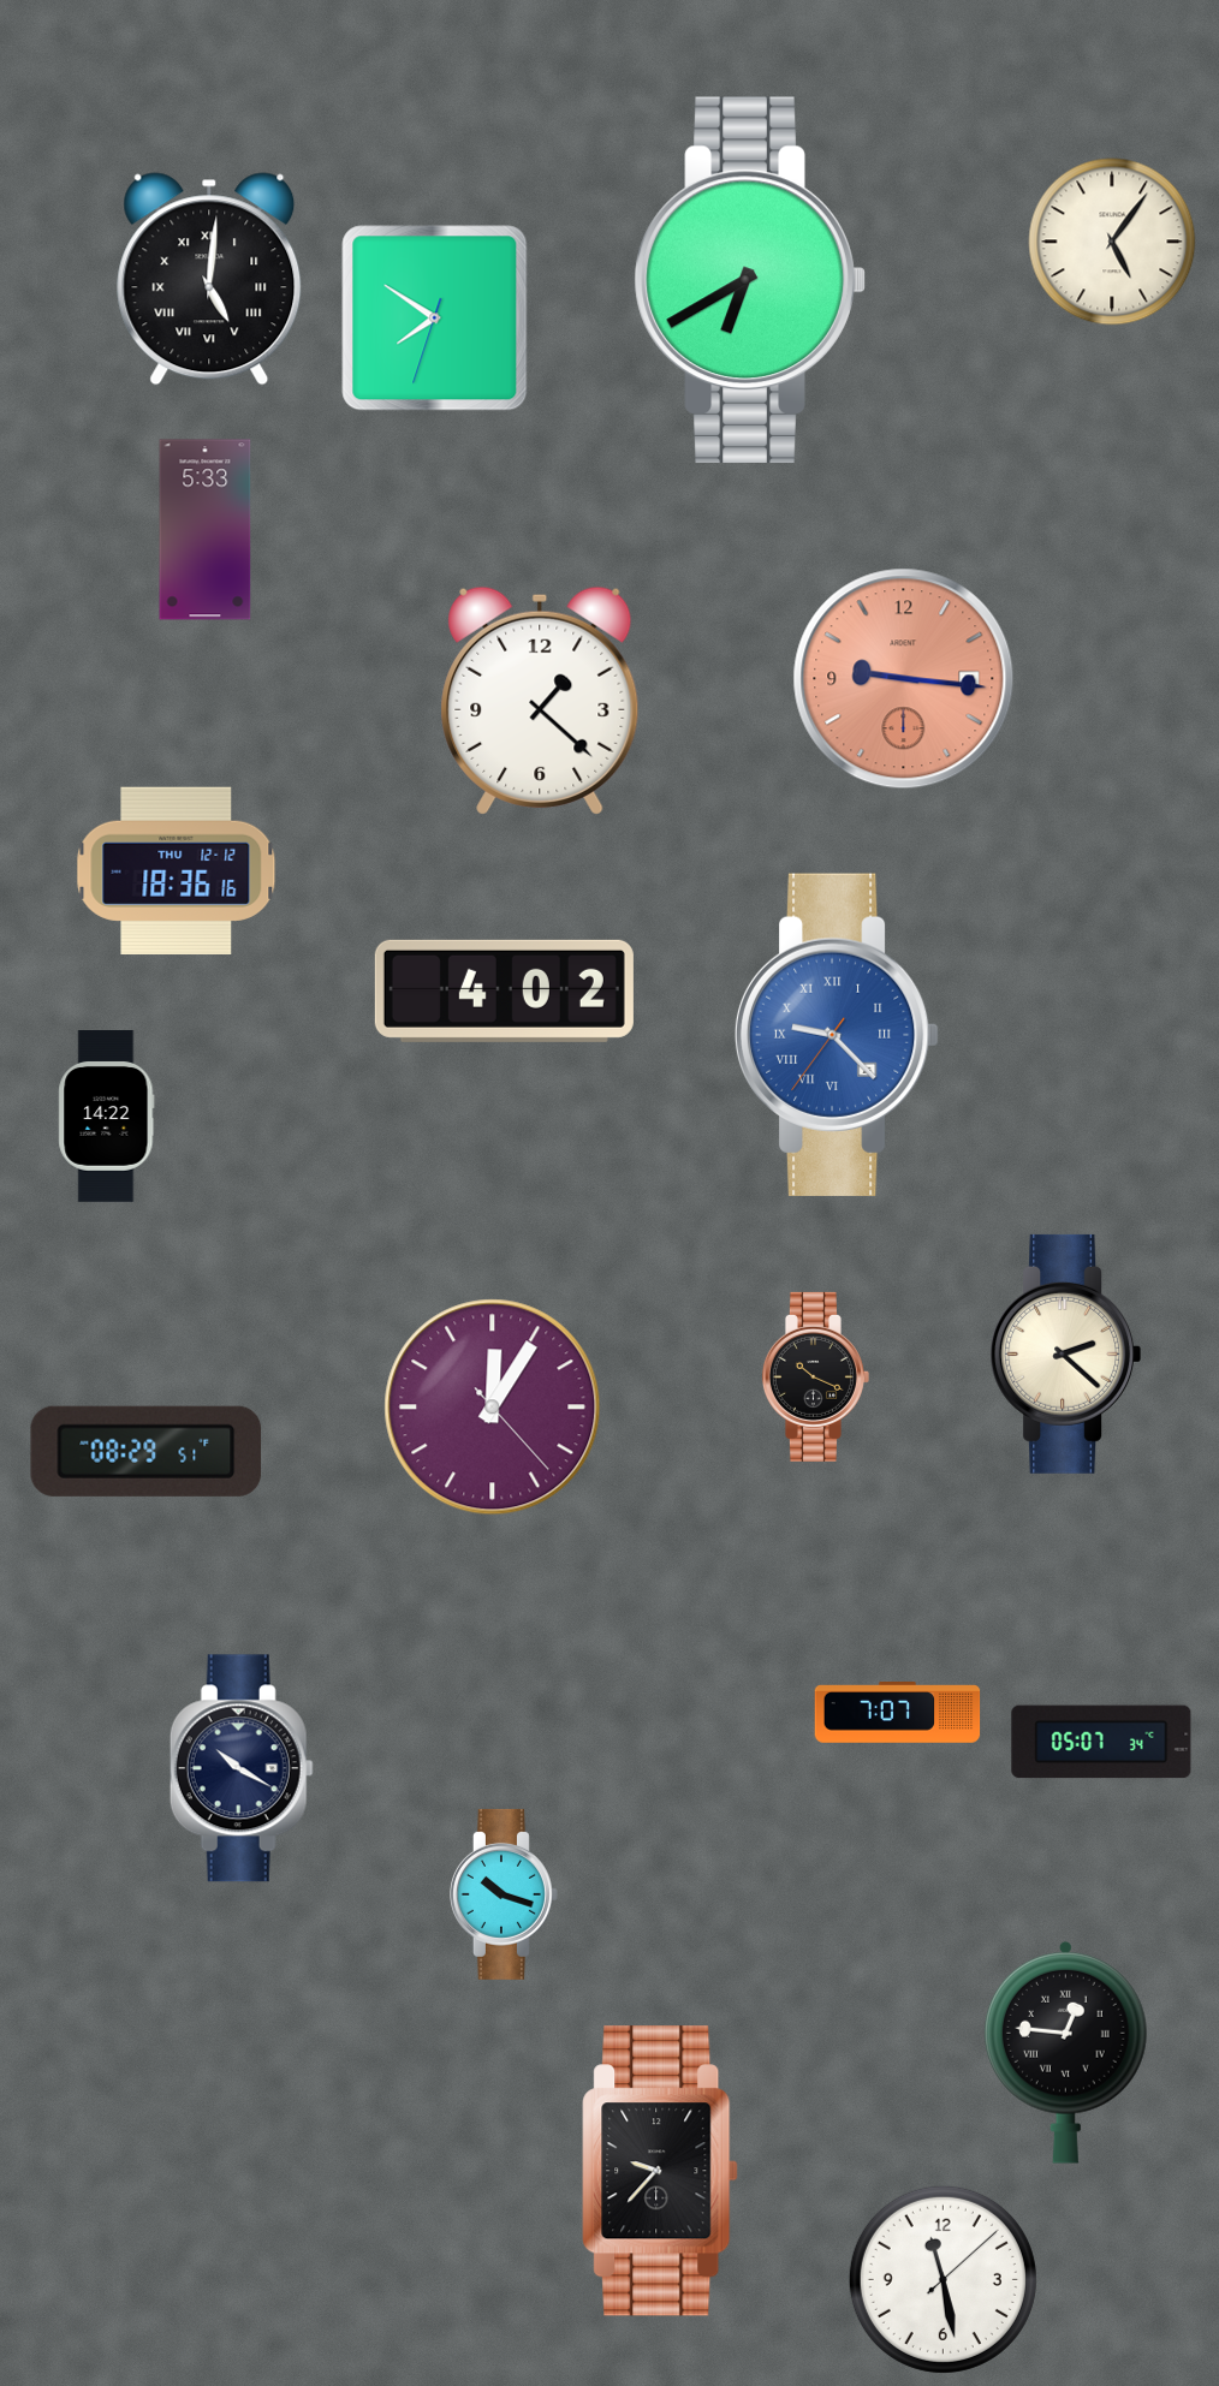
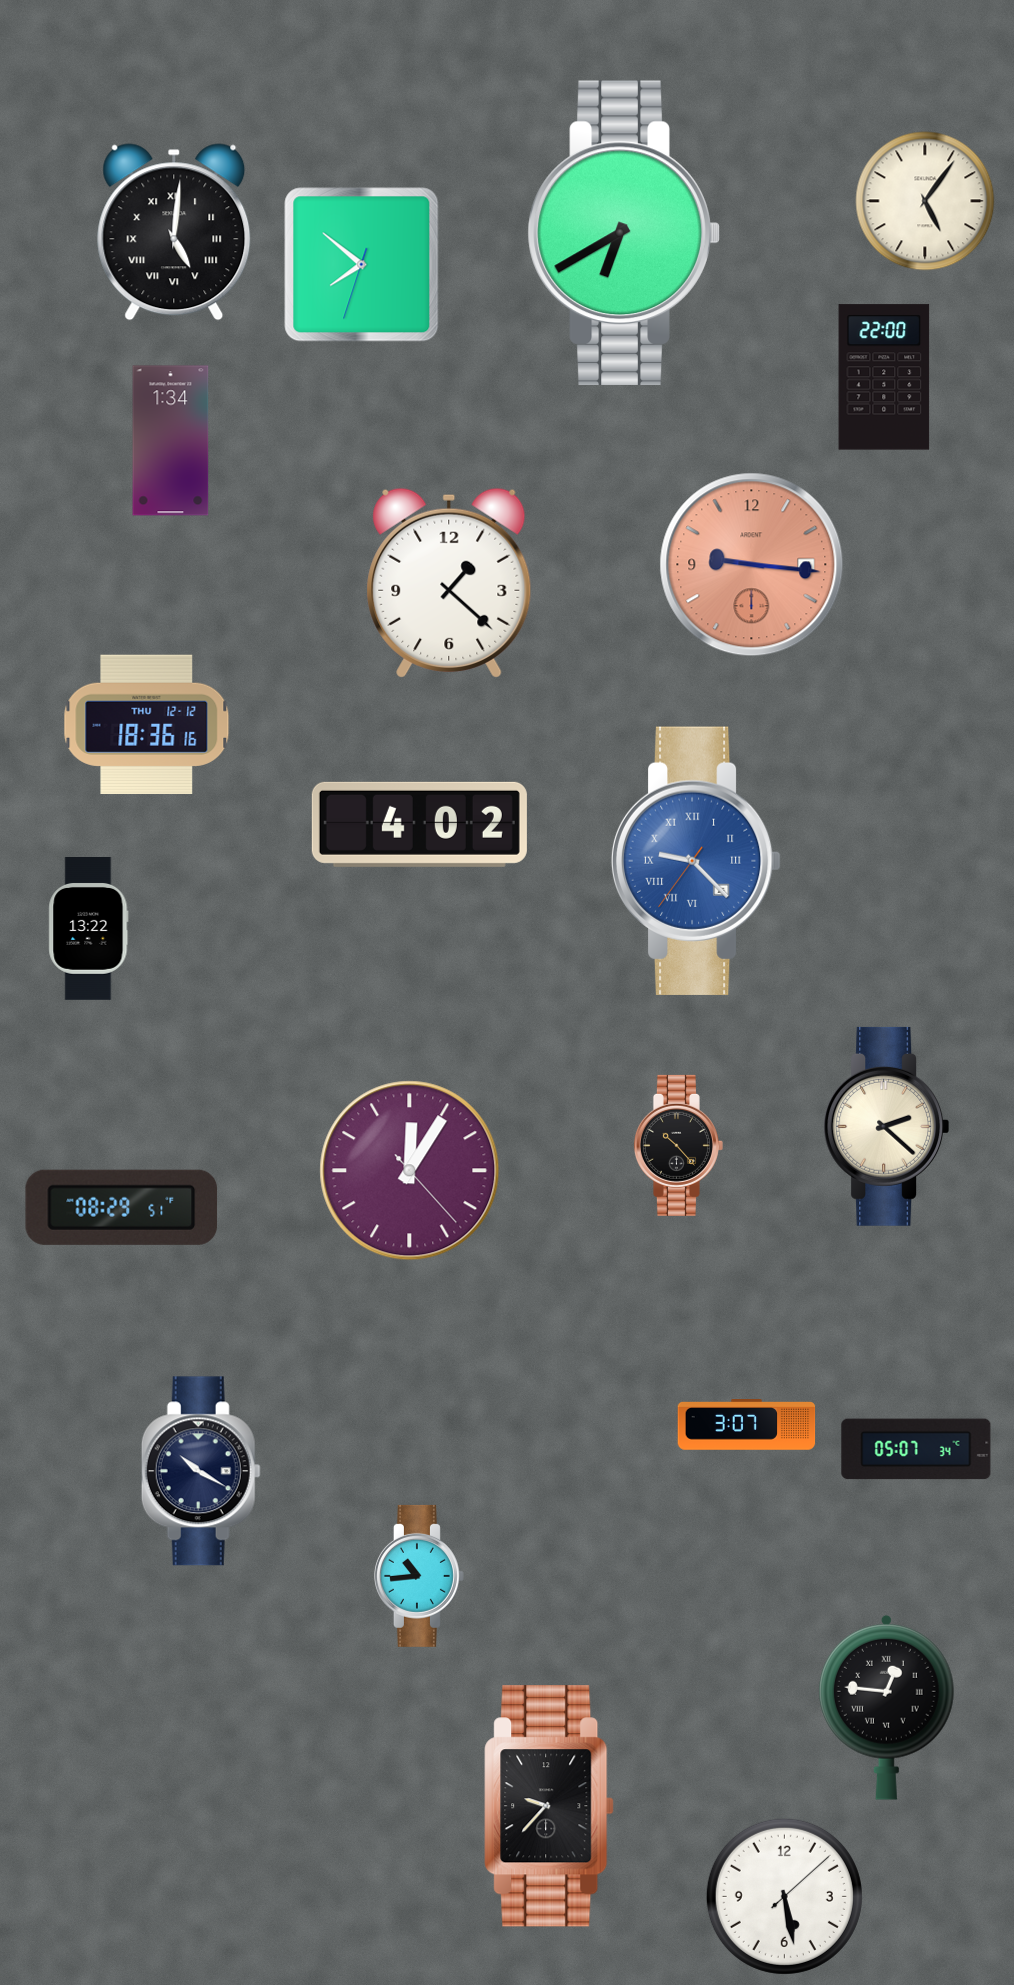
clock at (435, 319): 7:50 -> 7:51
clock at (884, 377): none -> 22:00
clock at (206, 530): 5:33 -> 1:34
clock at (107, 1117): 14:22 -> 13:22
clock at (815, 1376): 10:19 -> 10:23
clock at (898, 1713): 7:07 -> 3:07
clock at (504, 1894): 10:18 -> 10:44
clock at (943, 2279): 11:28 -> 5:28
